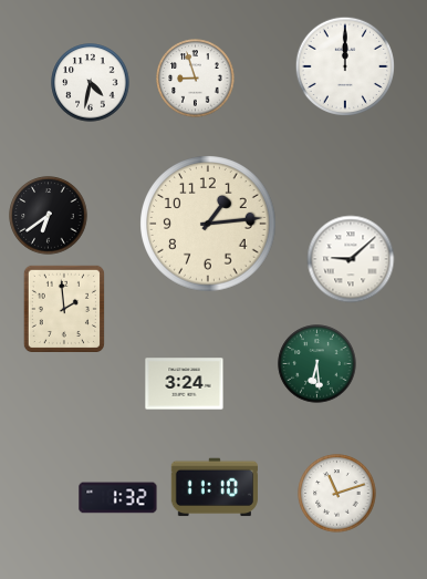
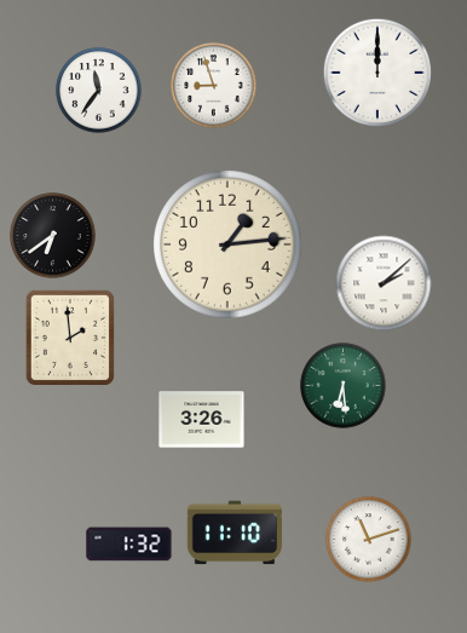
clock at (91, 83): 4:32 -> 11:36
clock at (351, 259): 9:08 -> 2:08
clock at (317, 364) position: (317, 364) -> (344, 386)
clock at (185, 384): 3:24 -> 3:26
